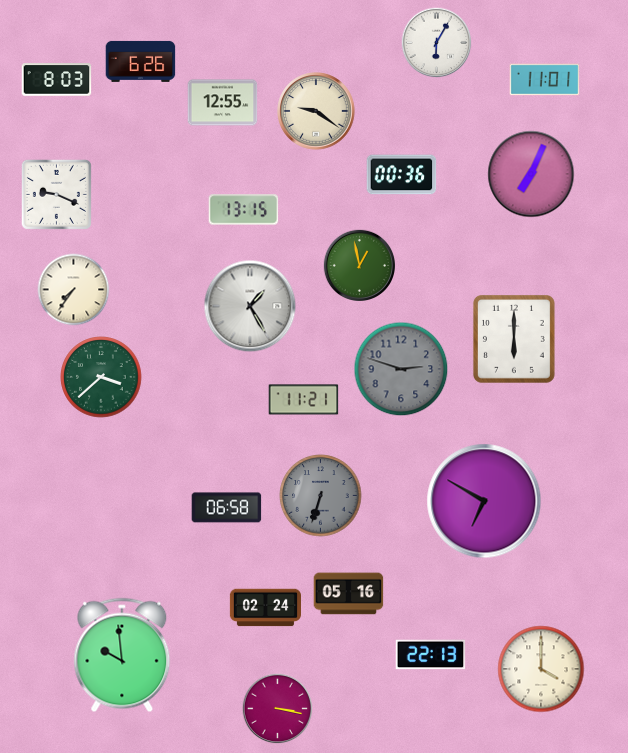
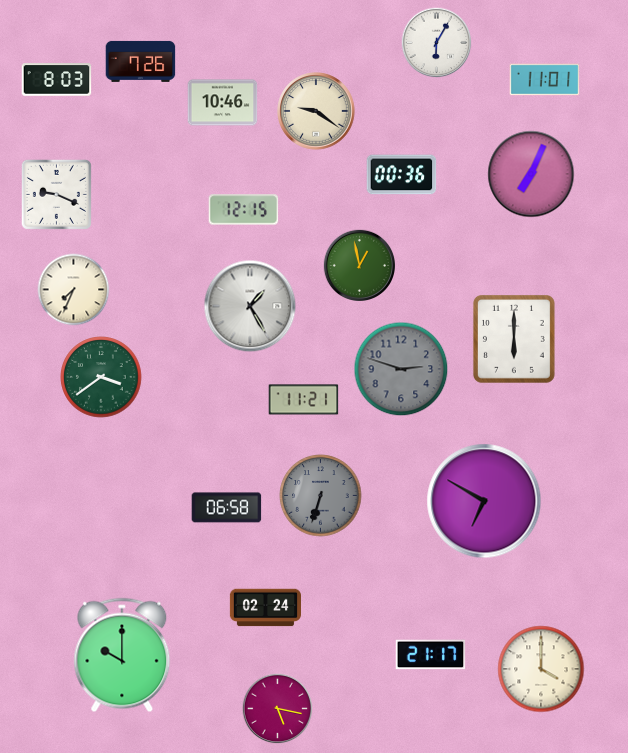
clock at (141, 61): 6:26 -> 7:26
clock at (223, 103): 12:55 -> 10:46
clock at (244, 210): 13:15 -> 12:15
clock at (74, 290): 7:36 -> 7:34
clock at (101, 377): 3:38 -> 3:39
clock at (349, 594): 05:16 -> none
clock at (122, 655): 9:59 -> 10:00
clock at (431, 655): 22:13 -> 21:17
clock at (278, 709): 3:17 -> 5:17
